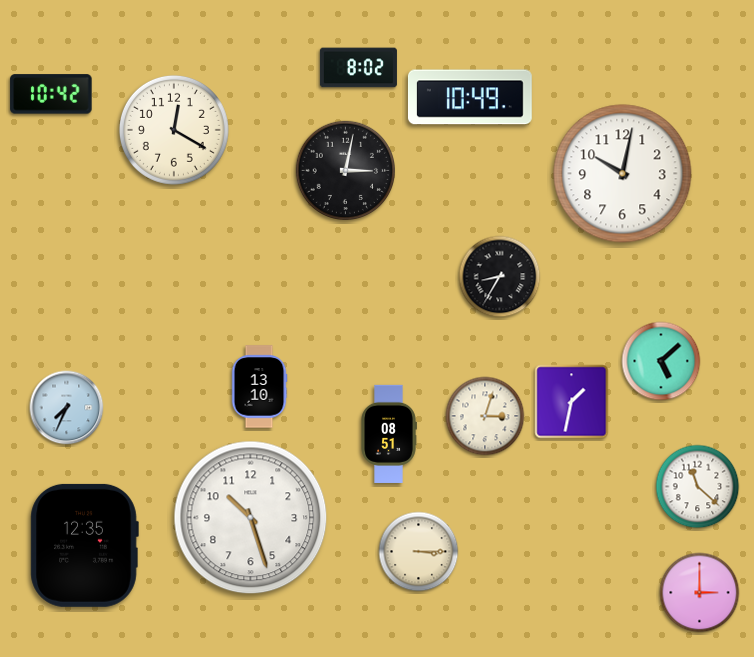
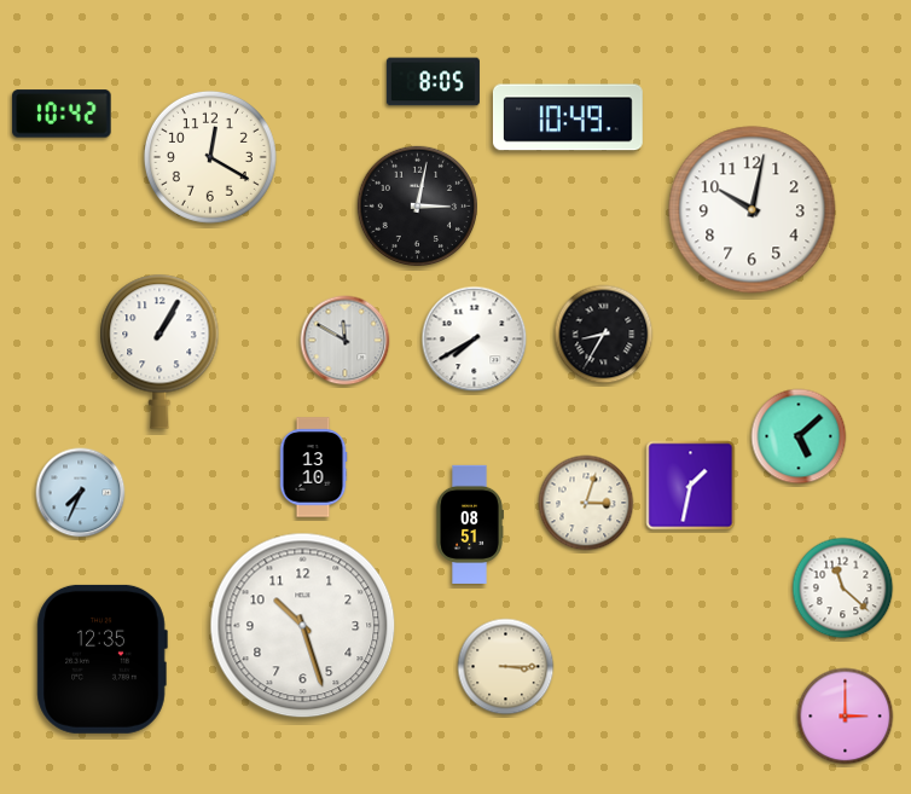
clock at (358, 68): 8:02 -> 8:05
clock at (475, 340): none -> 7:40
clock at (346, 341): none -> 11:50
clock at (159, 352): none -> 1:05
